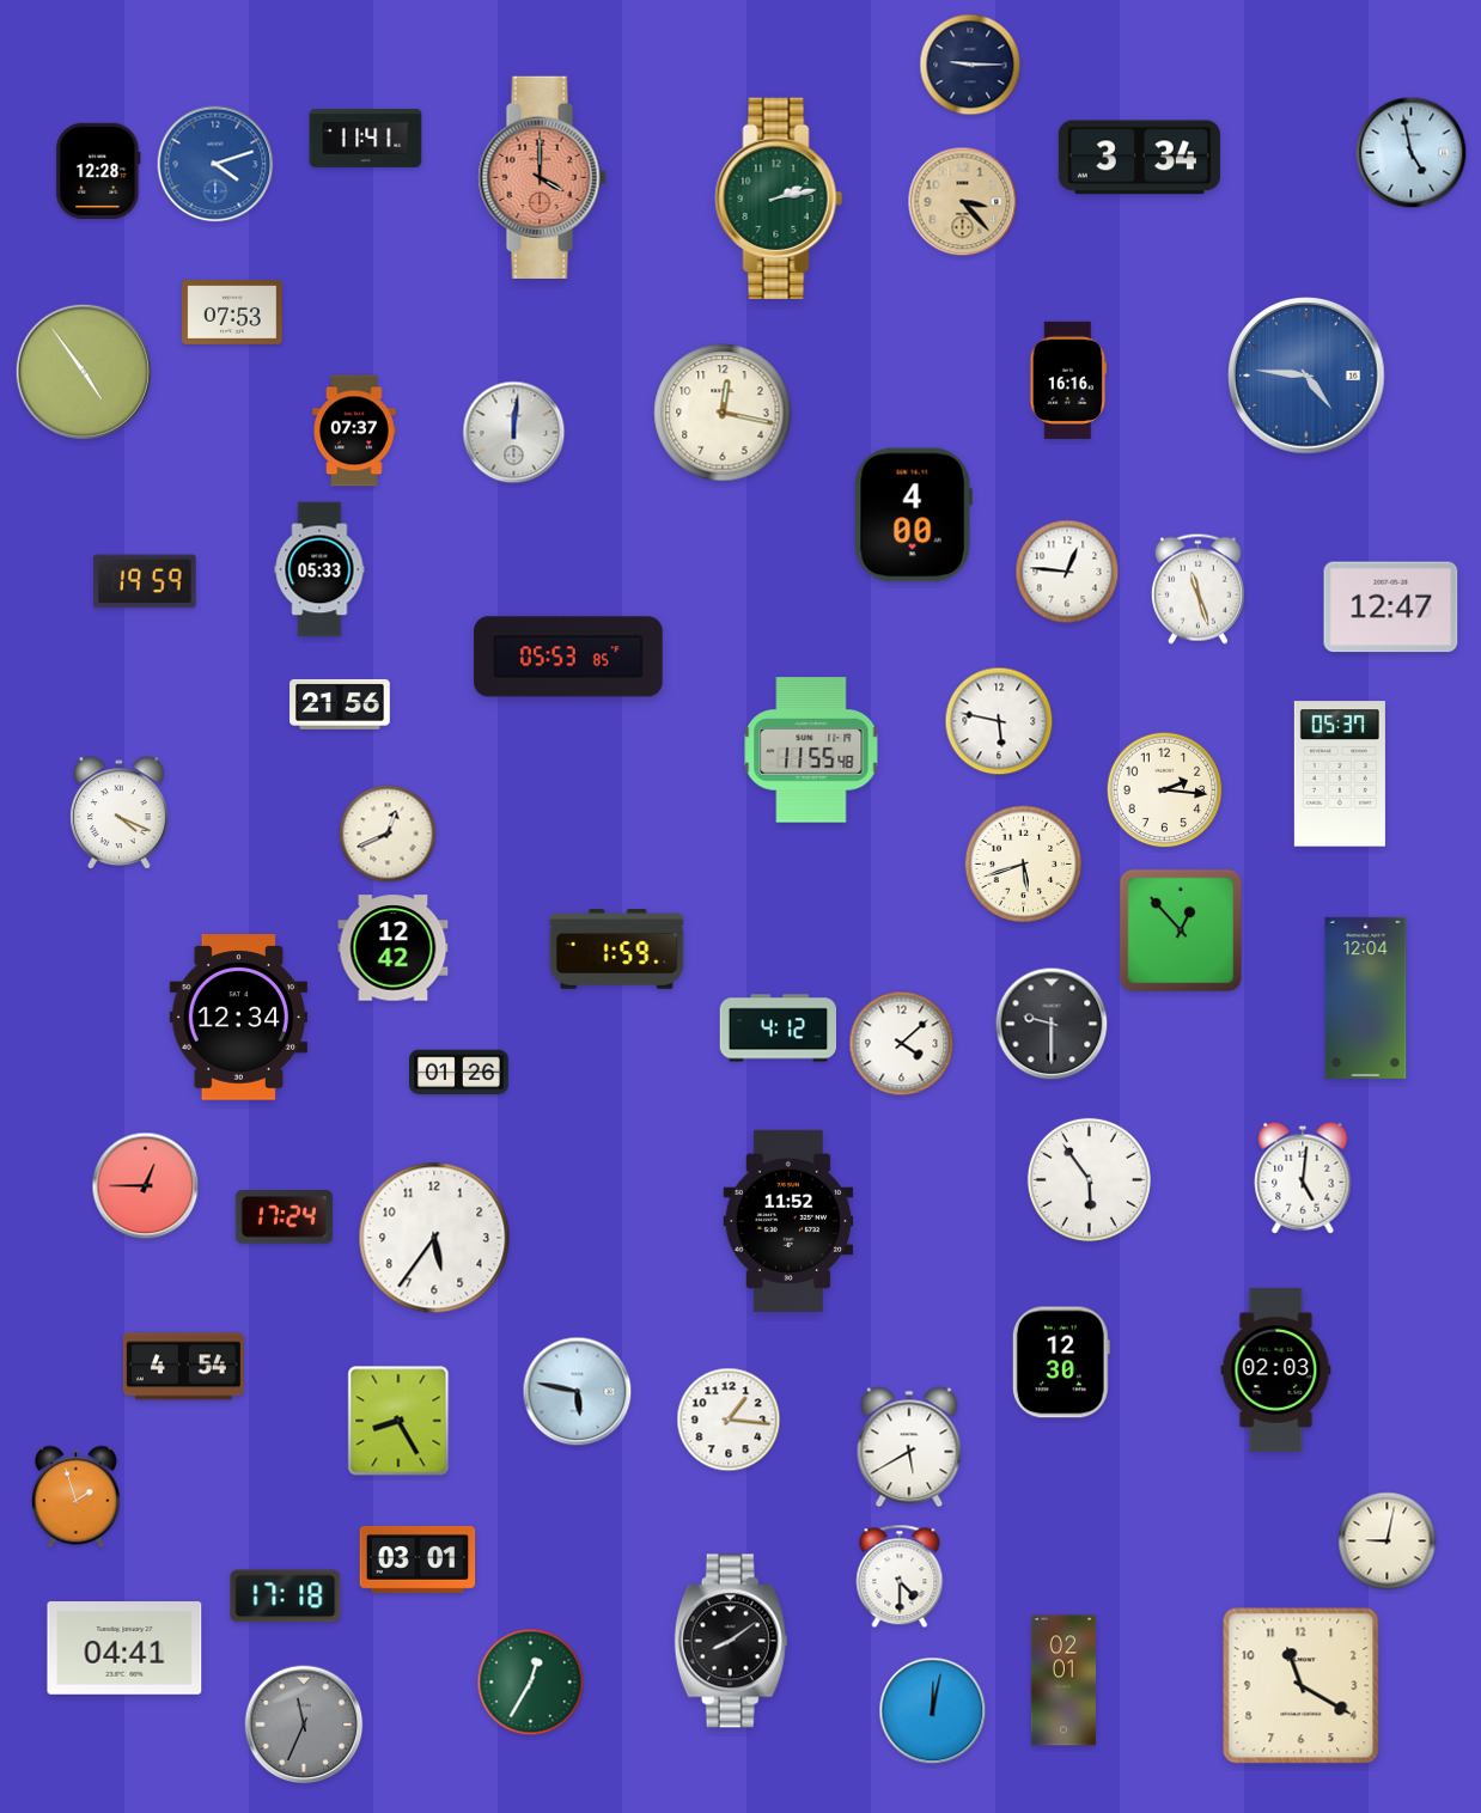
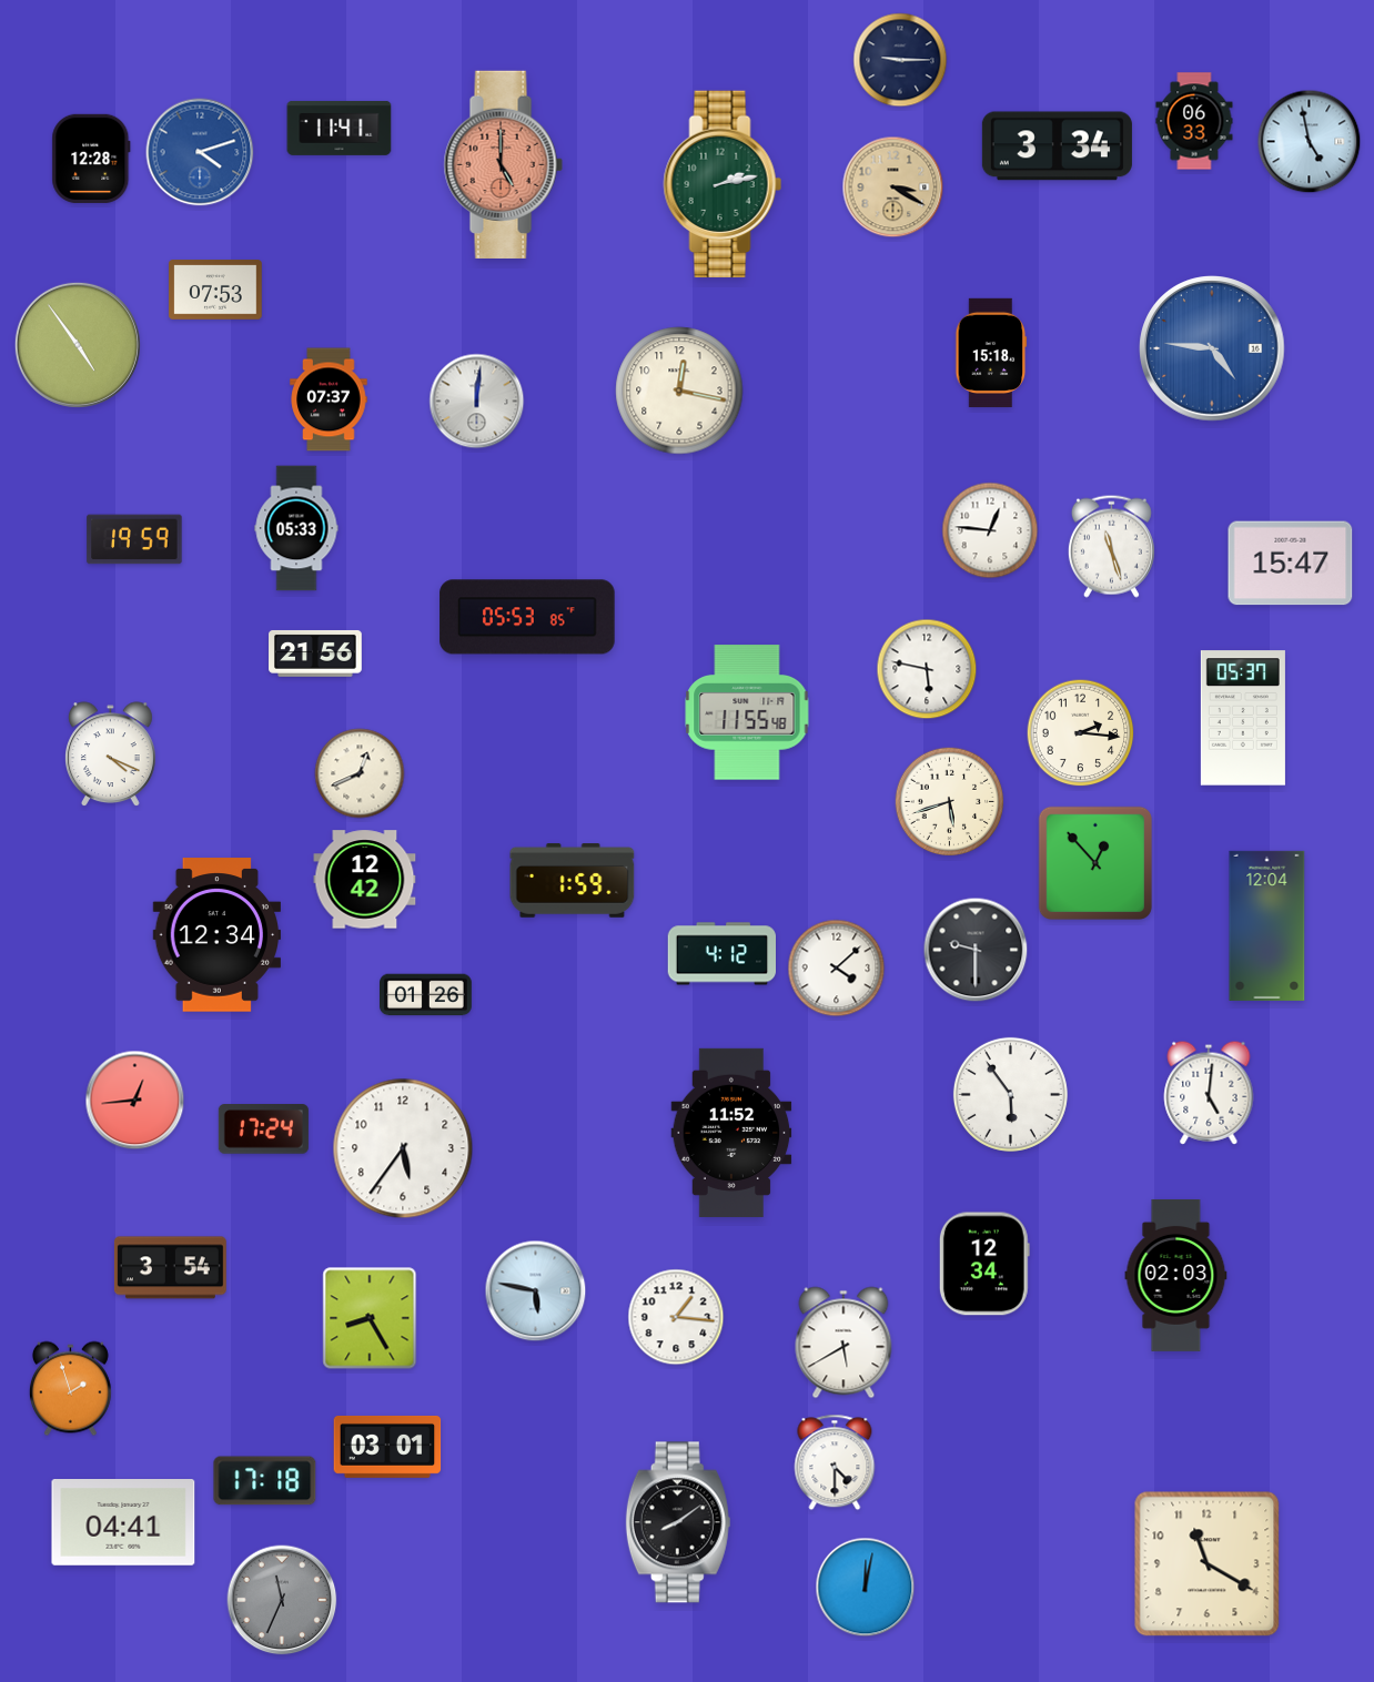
clock at (1194, 121): none -> 06:33
clock at (542, 177): 4:00 -> 5:00
clock at (963, 202): 3:23 -> 3:20
clock at (1068, 380): 16:16 -> 15:18
clock at (723, 413) position: (723, 413) -> (679, 391)
clock at (913, 515): 4:00 -> none
clock at (1391, 608): 12:47 -> 15:47
clock at (568, 657) position: (568, 657) -> (527, 617)
clock at (811, 750) position: (811, 750) -> (747, 712)
clock at (238, 1018) position: (238, 1018) -> (216, 935)
clock at (146, 1186): 12:45 -> 12:44
clock at (1061, 1362): 12:30 -> 12:34
clock at (183, 1367): 4:54 -> 3:54
clock at (1276, 1369) position: (1276, 1369) -> (1176, 1275)
clock at (1388, 1542): 9:02 -> none
clock at (124, 1649) position: (124, 1649) -> (123, 1523)
clock at (1063, 1680): 02:01 -> none
clock at (531, 1683): 12:35 -> none
